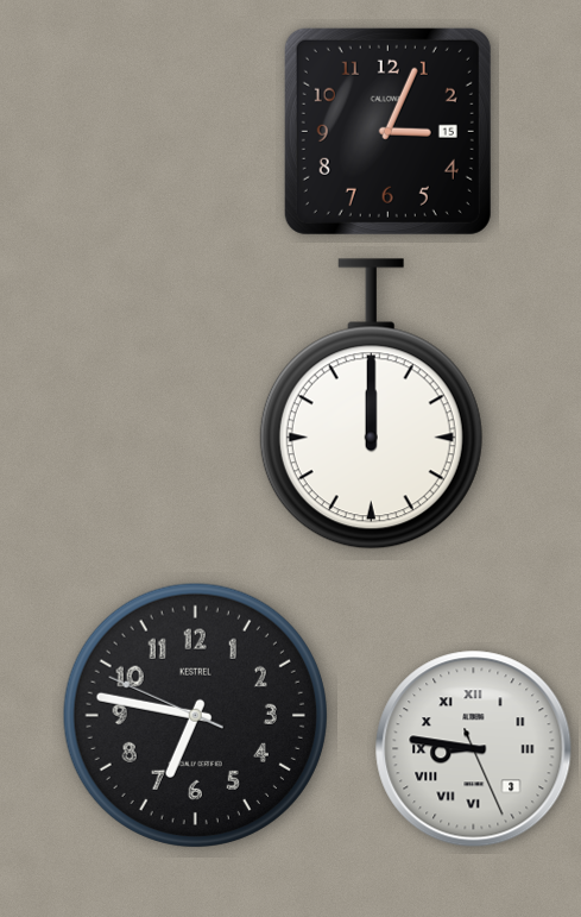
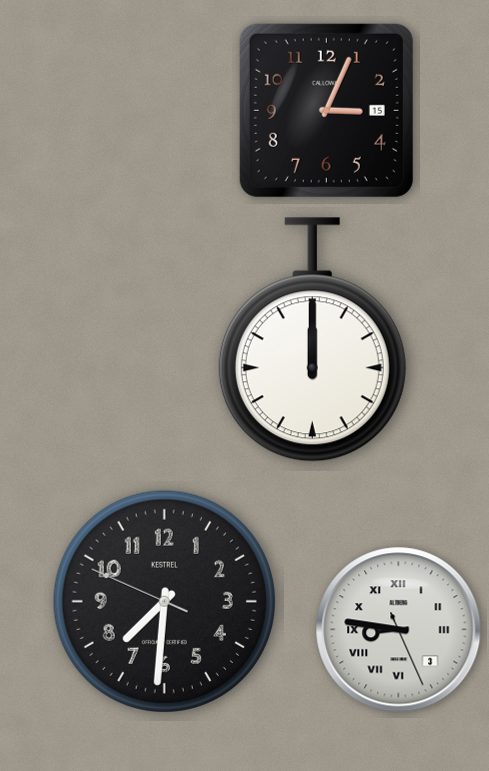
clock at (195, 715): 6:46 -> 7:30
